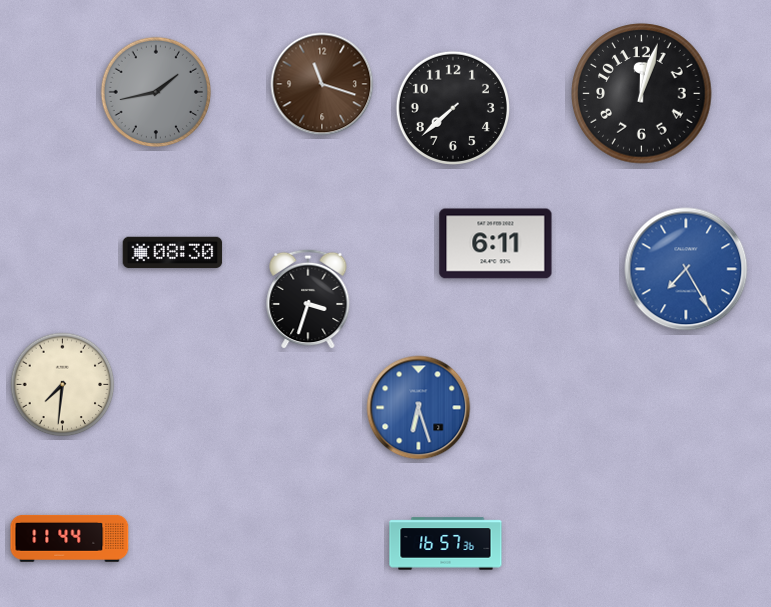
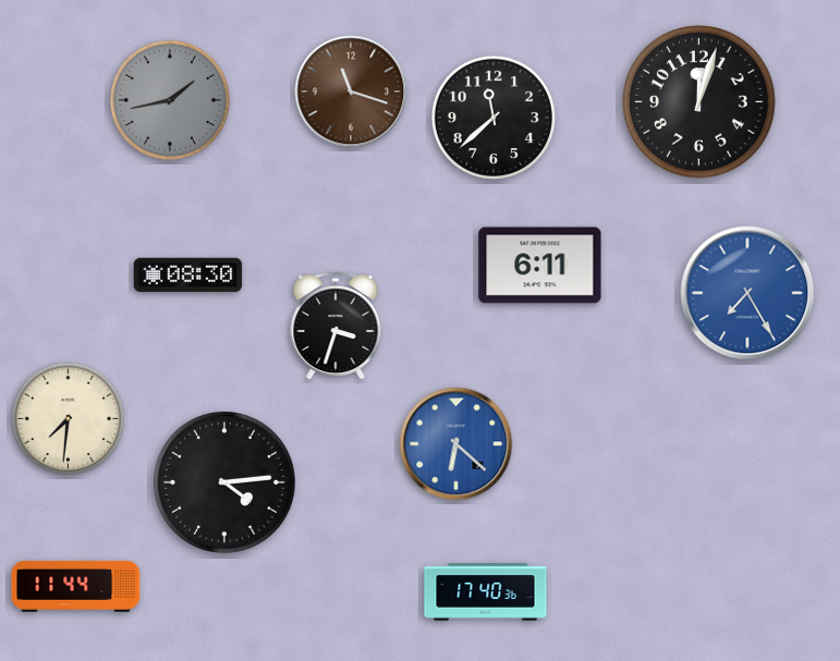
clock at (453, 108): 7:38 -> 11:38
clock at (419, 408): 6:27 -> 6:22
clock at (224, 482): none -> 4:14
clock at (446, 544): 16:57 -> 17:40
